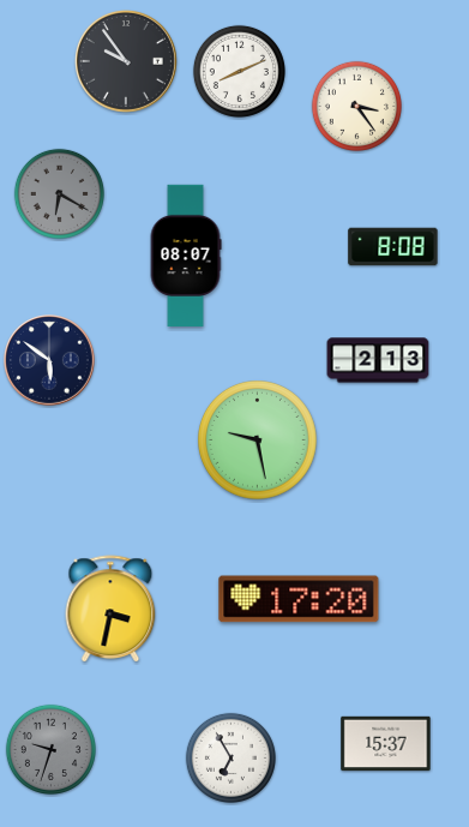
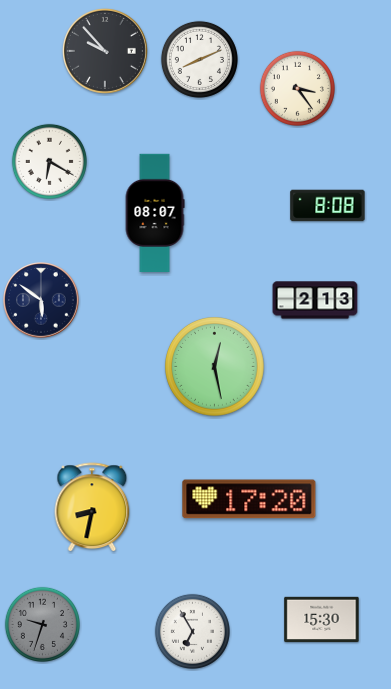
clock at (126, 61): 9:54 -> 9:53
clock at (59, 193) dial: grey -> white
clock at (258, 441): 9:28 -> 12:28
clock at (110, 610): 3:32 -> 8:32
clock at (386, 744): 15:37 -> 15:30
